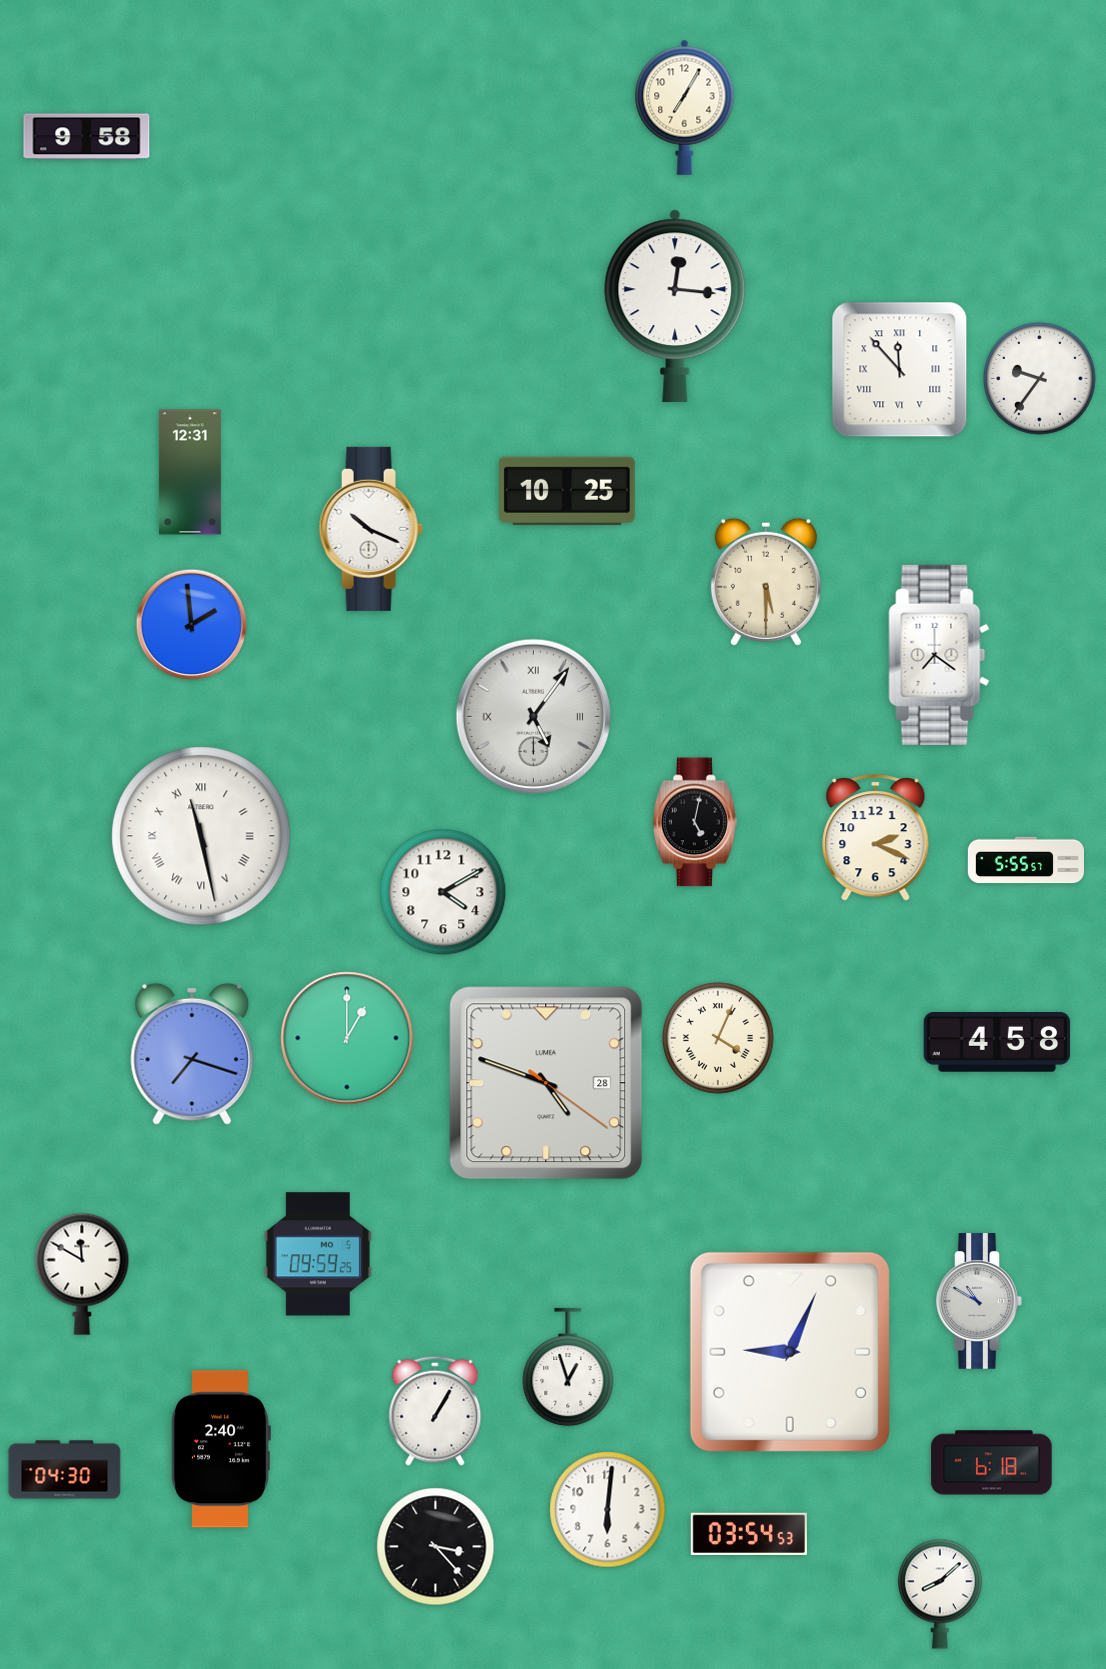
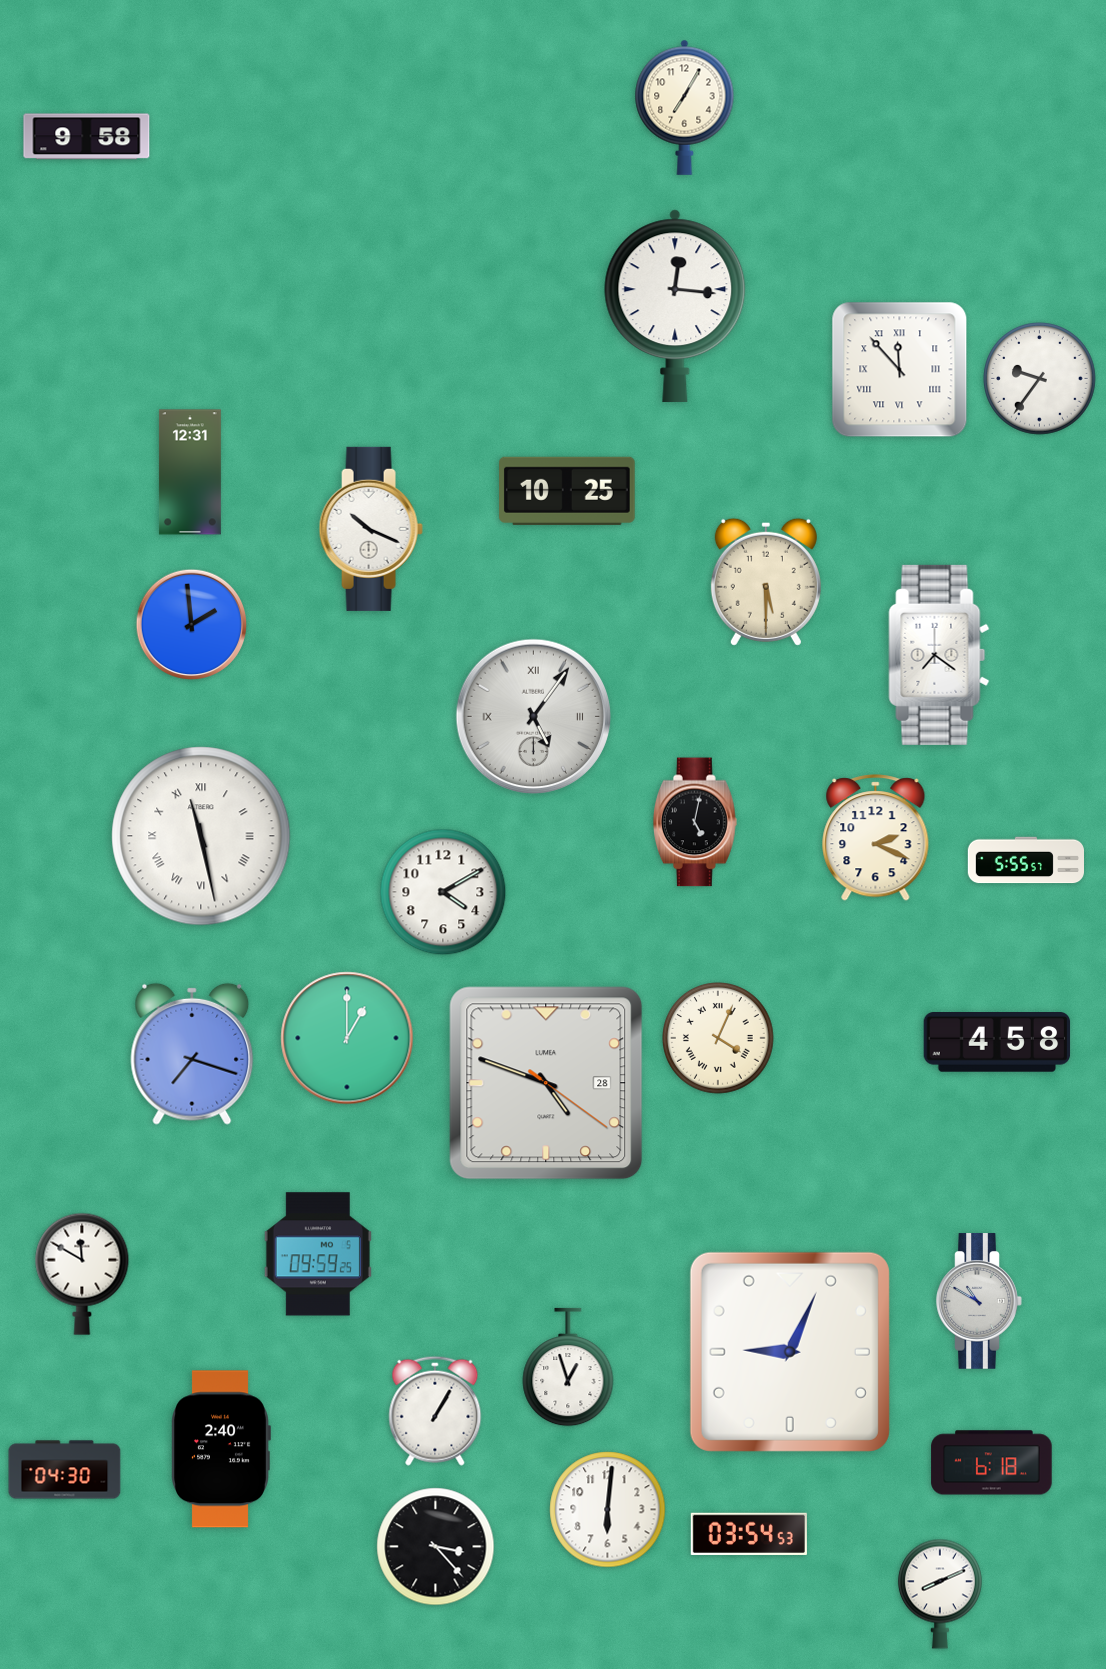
clock at (940, 1594): 8:08 -> 8:11
